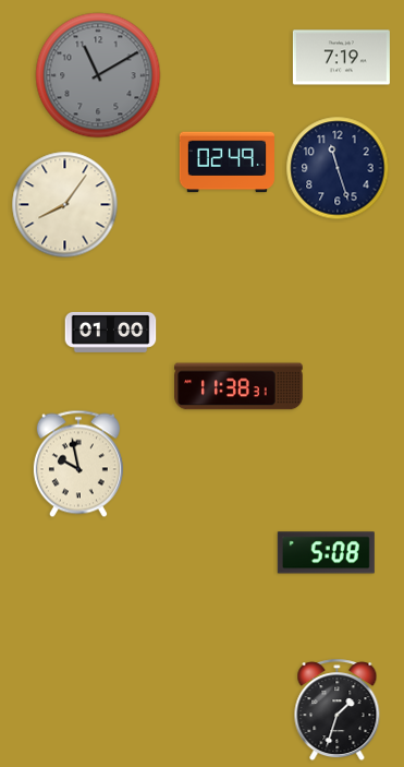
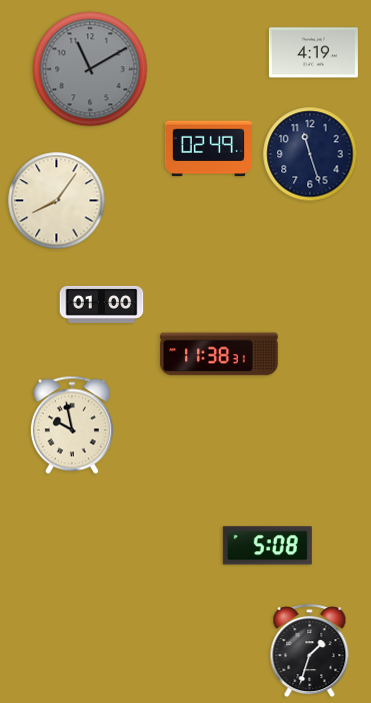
clock at (341, 58): 7:19 -> 4:19
clock at (65, 205) position: (65, 205) -> (57, 201)
clock at (326, 553) position: (326, 553) -> (267, 546)
